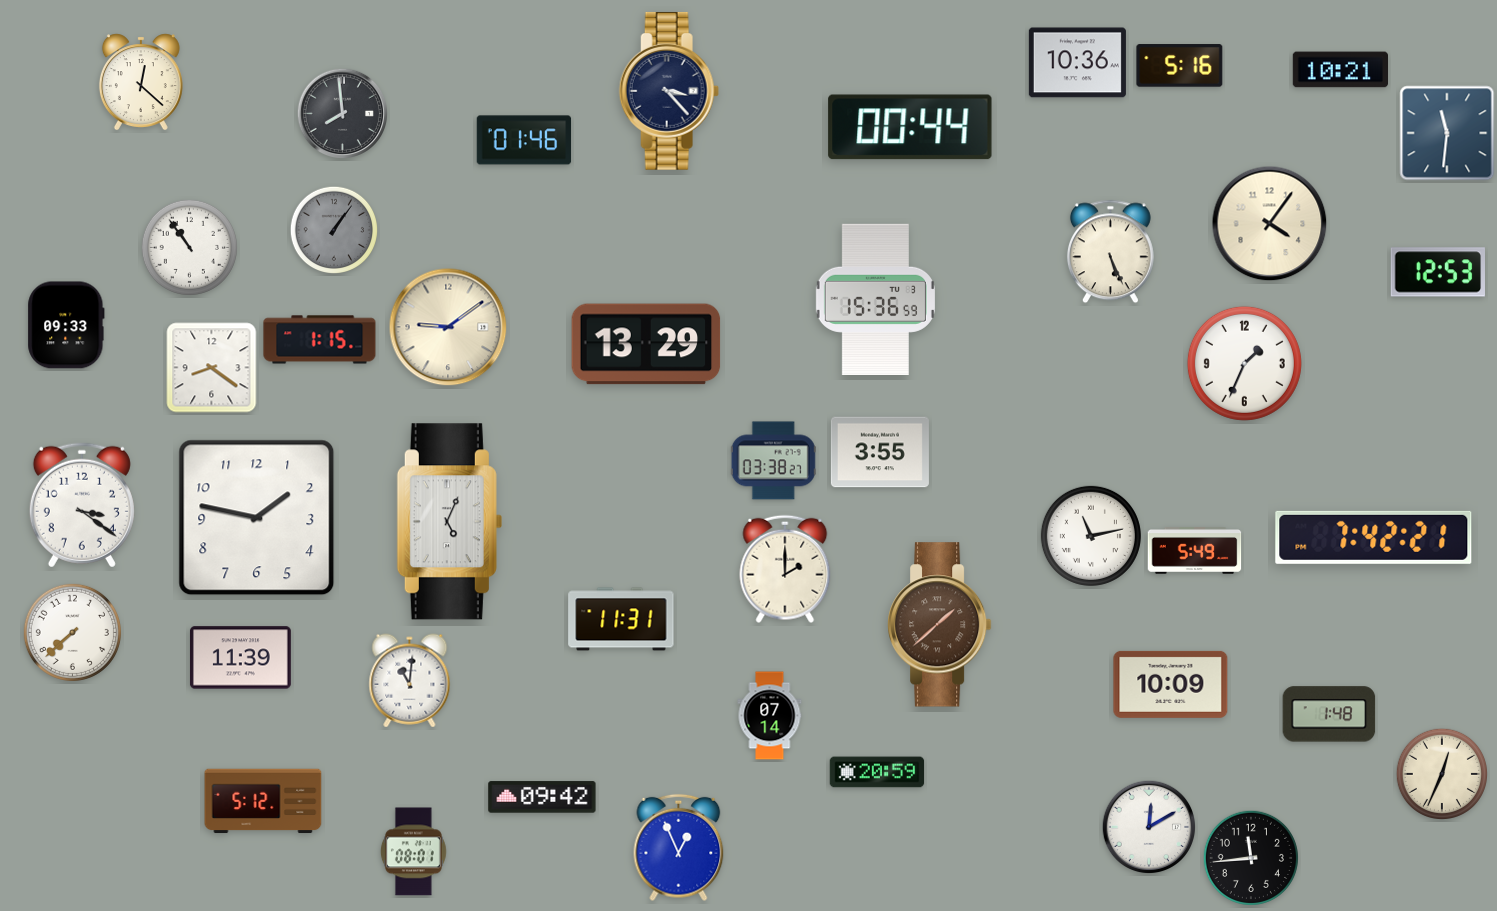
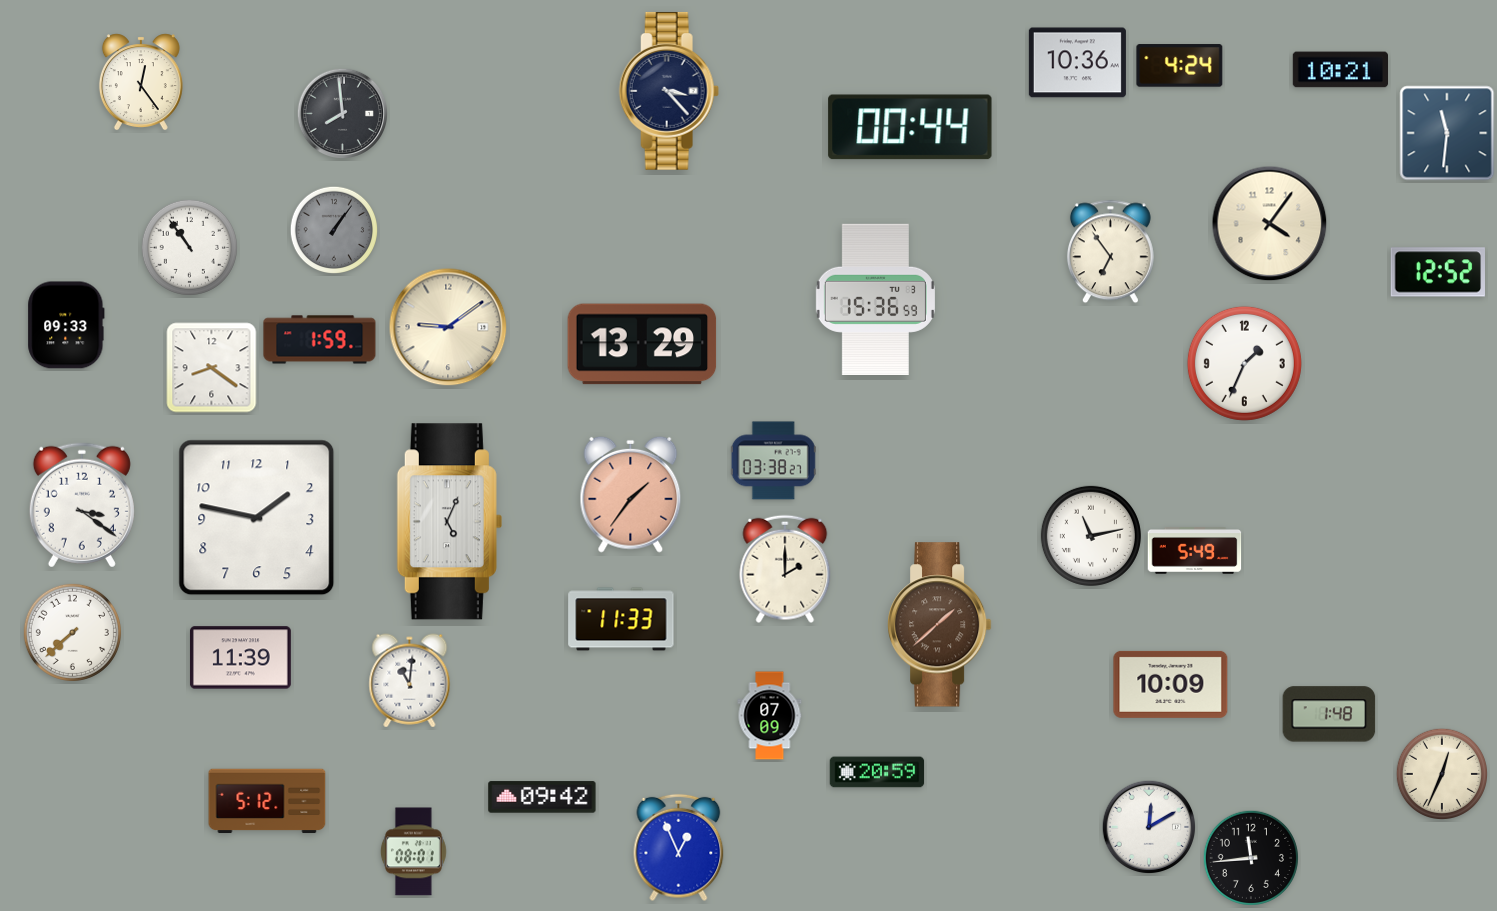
clock at (1180, 66): 5:16 -> 4:24
clock at (141, 82): 12:22 -> 12:24
clock at (524, 140): 01:46 -> none
clock at (1110, 252): 5:26 -> 6:54
clock at (1437, 272): 12:53 -> 12:52
clock at (320, 340): 1:15 -> 1:59
clock at (646, 344) position: (646, 344) -> (642, 344)
clock at (880, 452): 3:55 -> none
clock at (631, 494): none -> 1:36
clock at (1374, 537): 7:42 -> none
clock at (621, 619): 11:31 -> 11:33
clock at (770, 716): 07:14 -> 07:09
clock at (263, 801) position: (263, 801) -> (267, 801)
